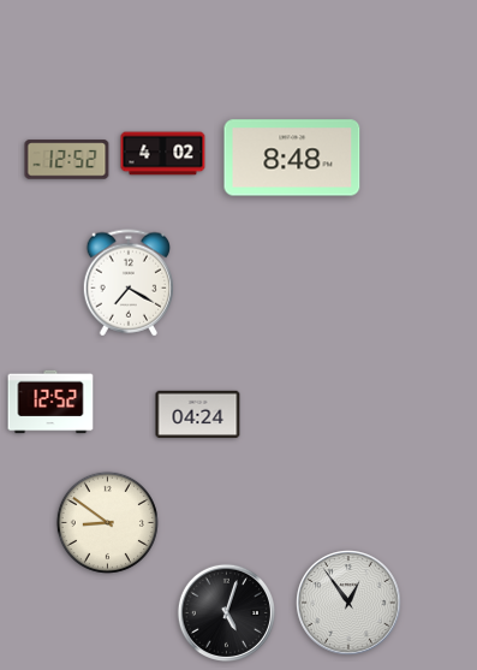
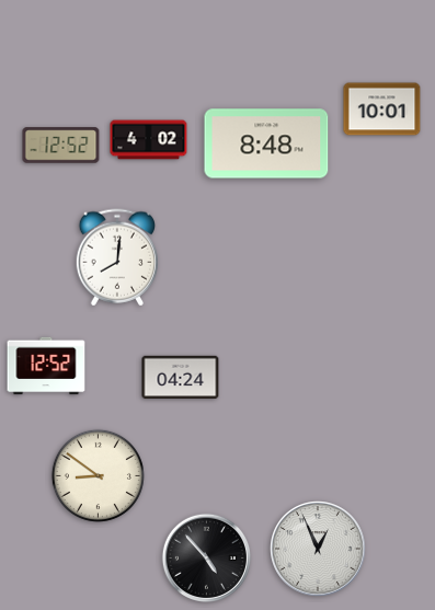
clock at (382, 110): none -> 10:01
clock at (127, 283): 7:20 -> 8:01
clock at (350, 604): 12:54 -> 12:56
clock at (226, 612): 5:03 -> 4:53
